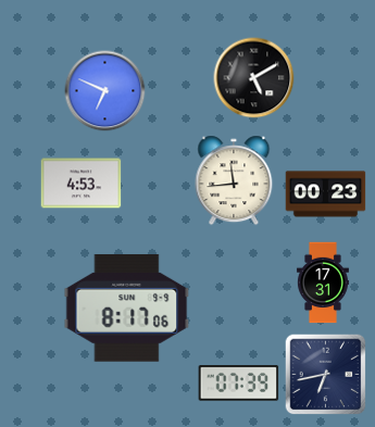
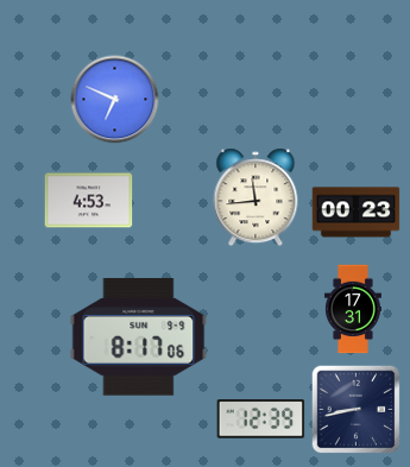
clock at (254, 78): 5:10 -> none
clock at (326, 375): 6:43 -> 8:43
clock at (239, 384): 07:39 -> 12:39
